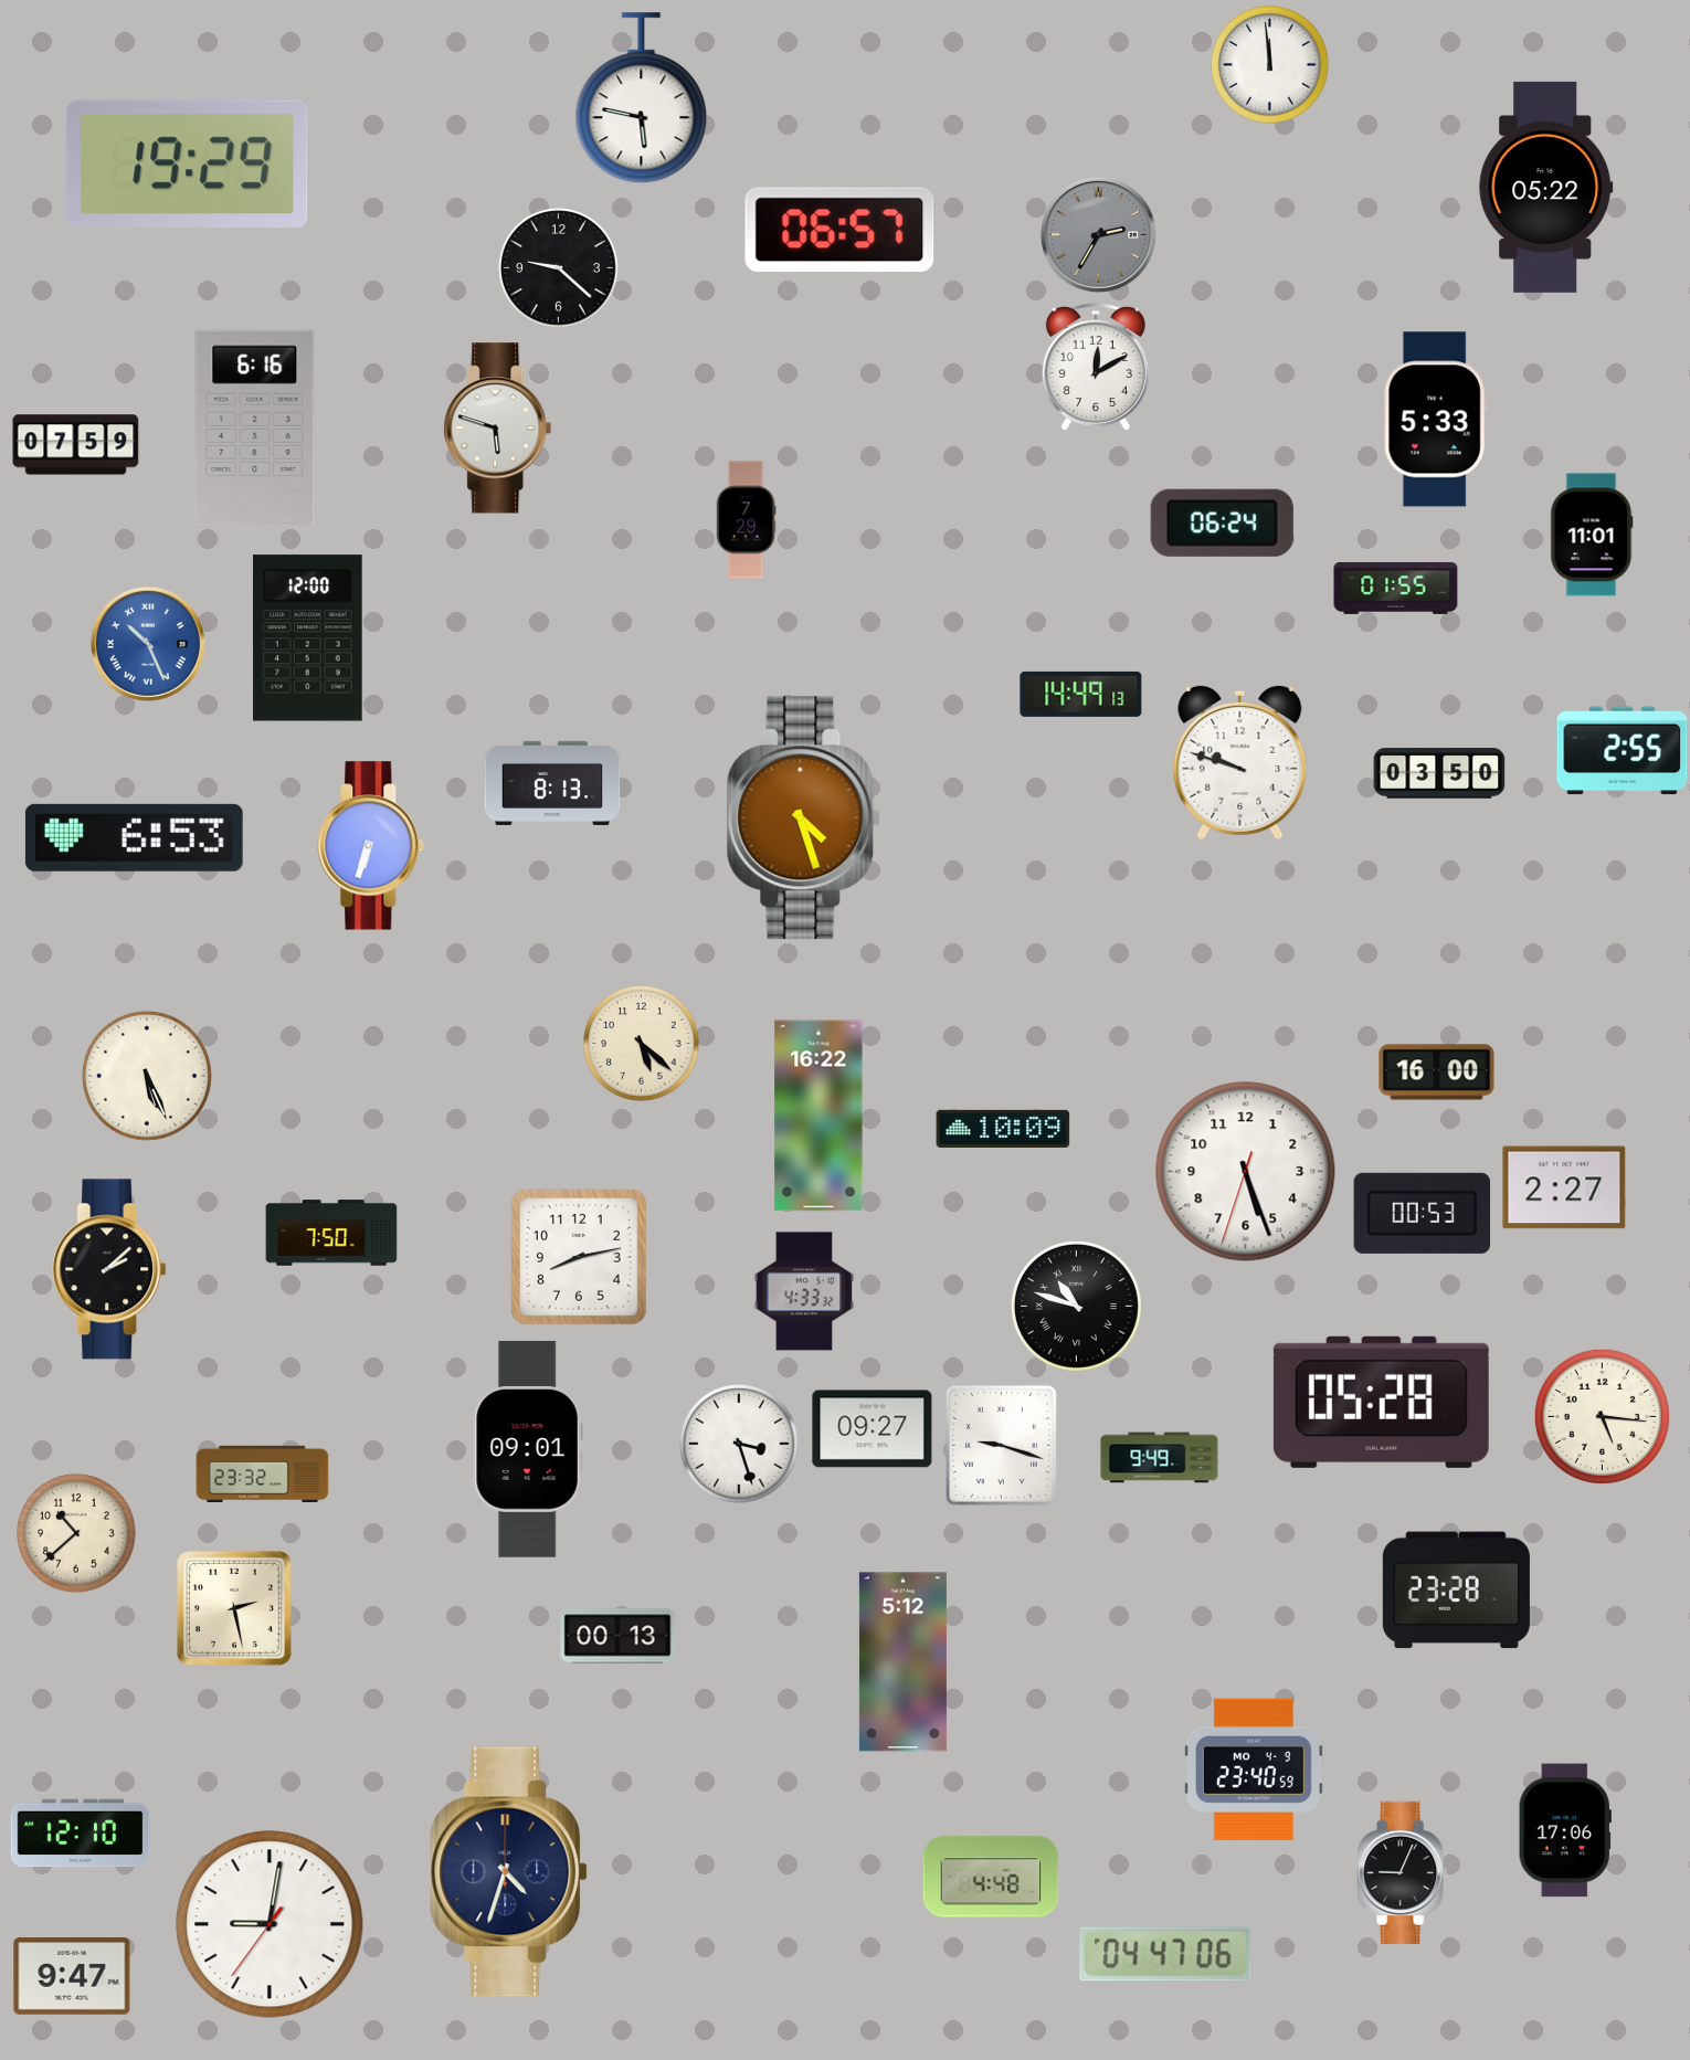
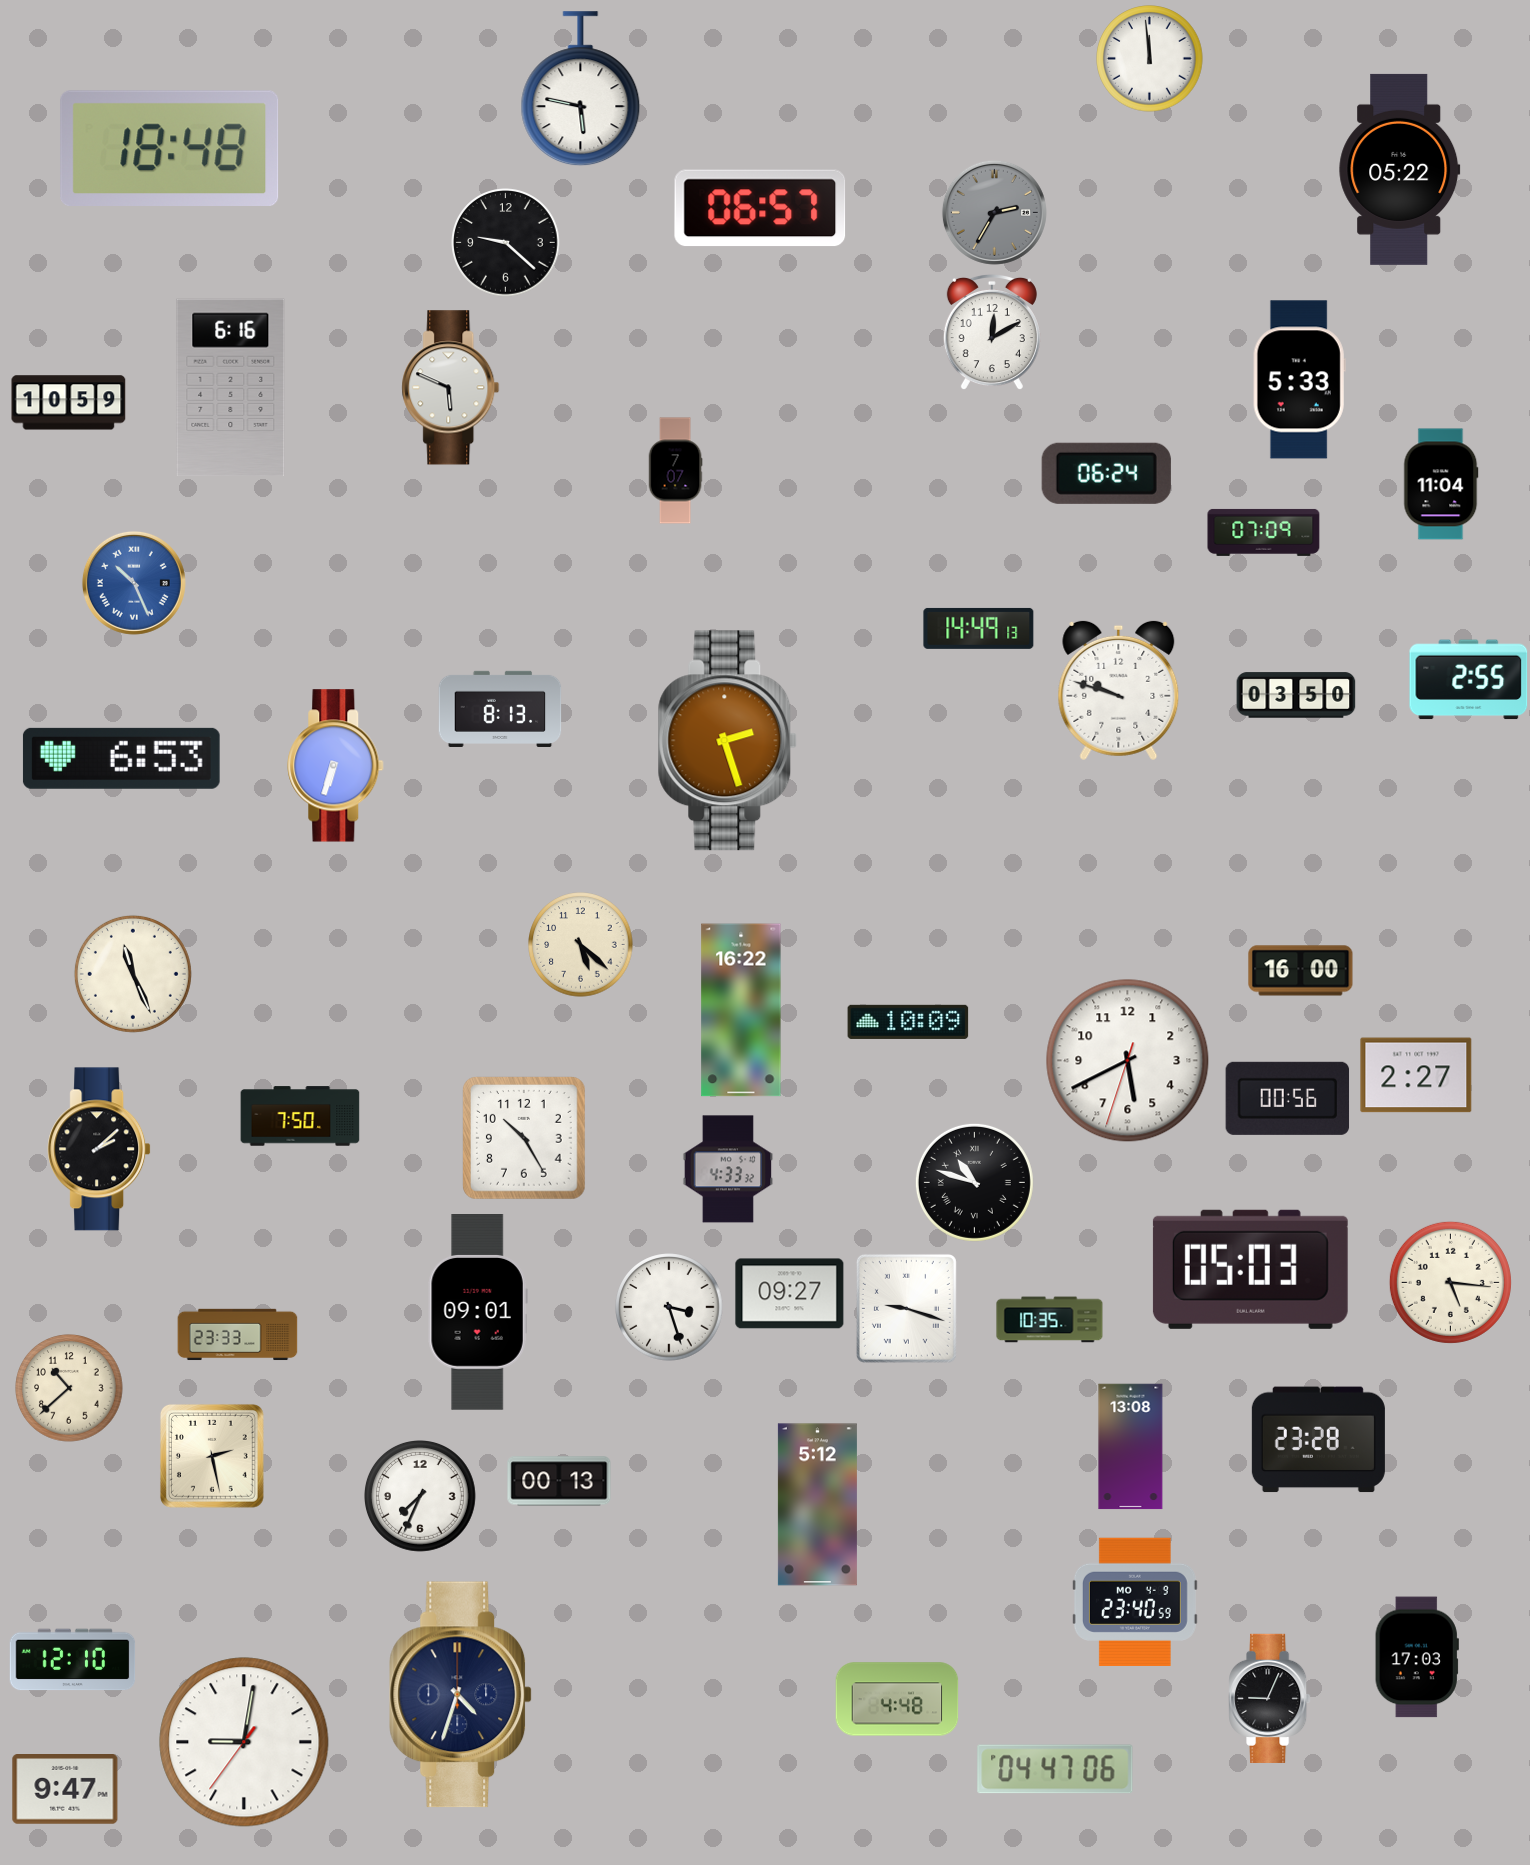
clock at (188, 163): 19:29 -> 18:48
clock at (498, 429): 5:48 -> 5:49
clock at (76, 445): 07:59 -> 10:59
clock at (746, 520): 7:29 -> 7:07
clock at (1592, 535): 11:01 -> 11:04
clock at (1396, 588): 01:55 -> 07:09
clock at (308, 638): 12:00 -> none
clock at (1240, 763) position: (1240, 763) -> (1119, 691)
clock at (1439, 773) position: (1439, 773) -> (1296, 695)
clock at (804, 818): 4:27 -> 2:27
clock at (147, 1076): 5:26 -> 11:26
clock at (1246, 1172): 5:26 -> 5:40
clock at (1423, 1213): 00:53 -> 00:56
clock at (580, 1258): 8:13 -> 10:25
clock at (1381, 1402): 05:28 -> 05:03
clock at (1160, 1458): 9:49 -> 10:35
clock at (263, 1475): 23:32 -> 23:33
clock at (1131, 1447): none -> 13:08
clock at (421, 1497): none -> 7:34
clock at (1565, 1830): 17:06 -> 17:03
clock at (1403, 1872) position: (1403, 1872) -> (1270, 1698)
